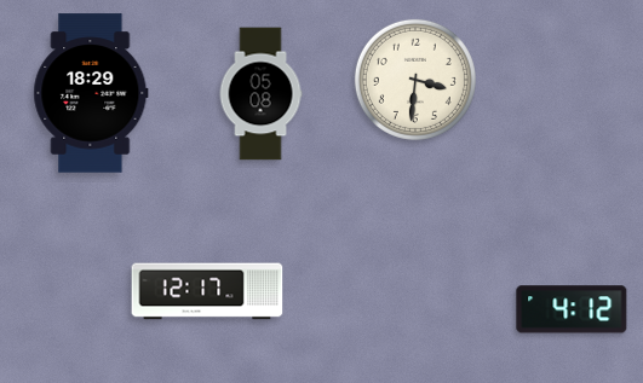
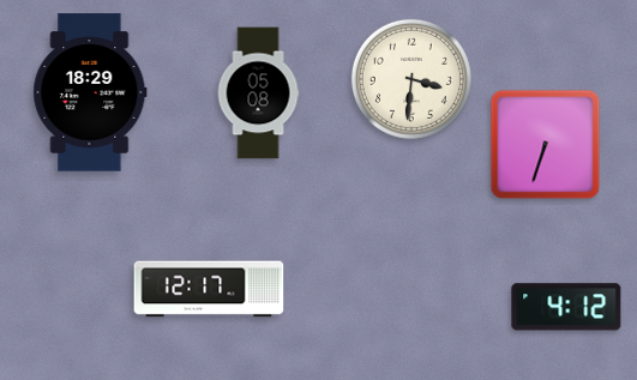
clock at (546, 145): none -> 6:33
clock at (207, 291) position: (207, 291) -> (209, 289)
